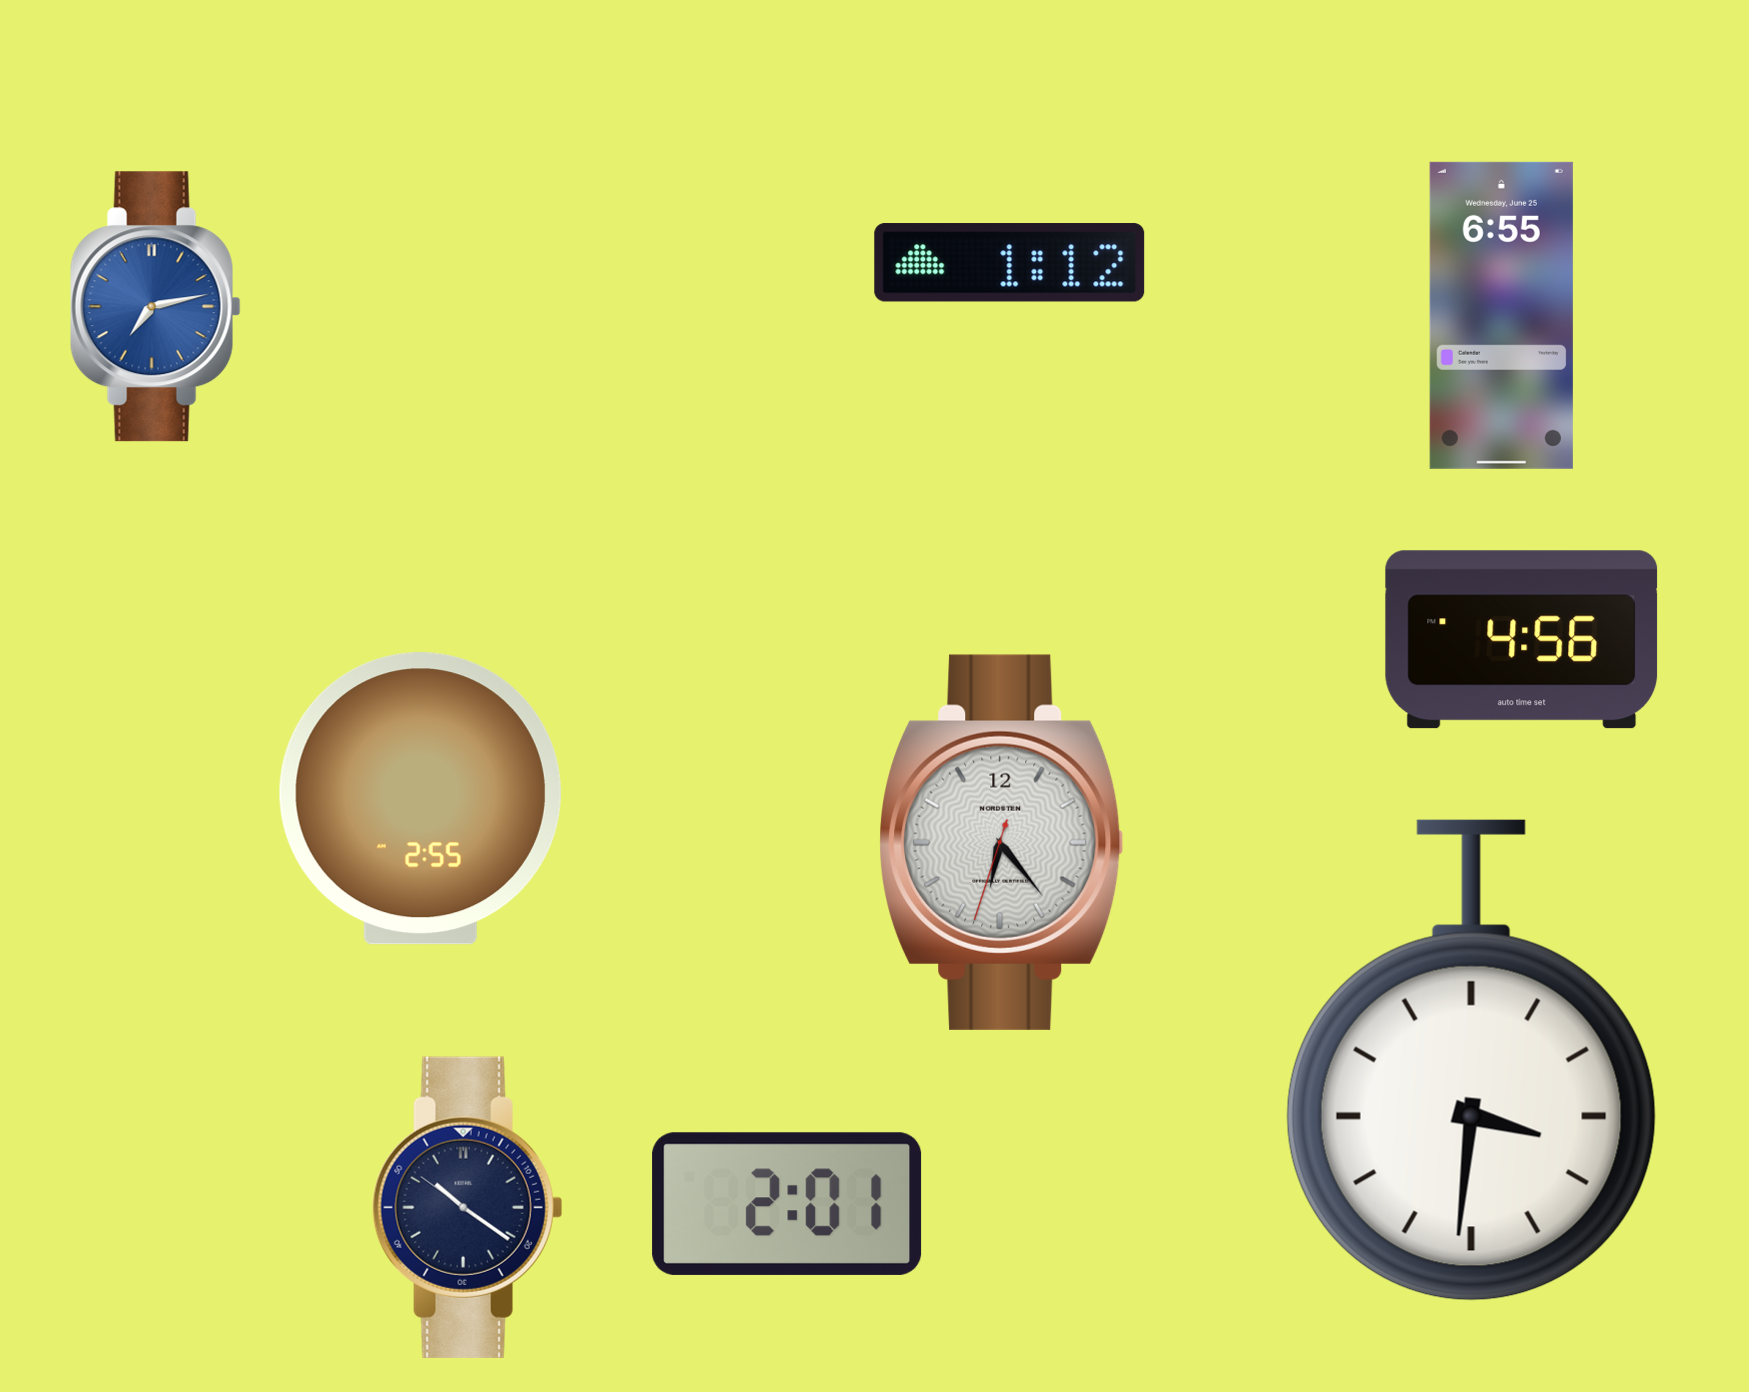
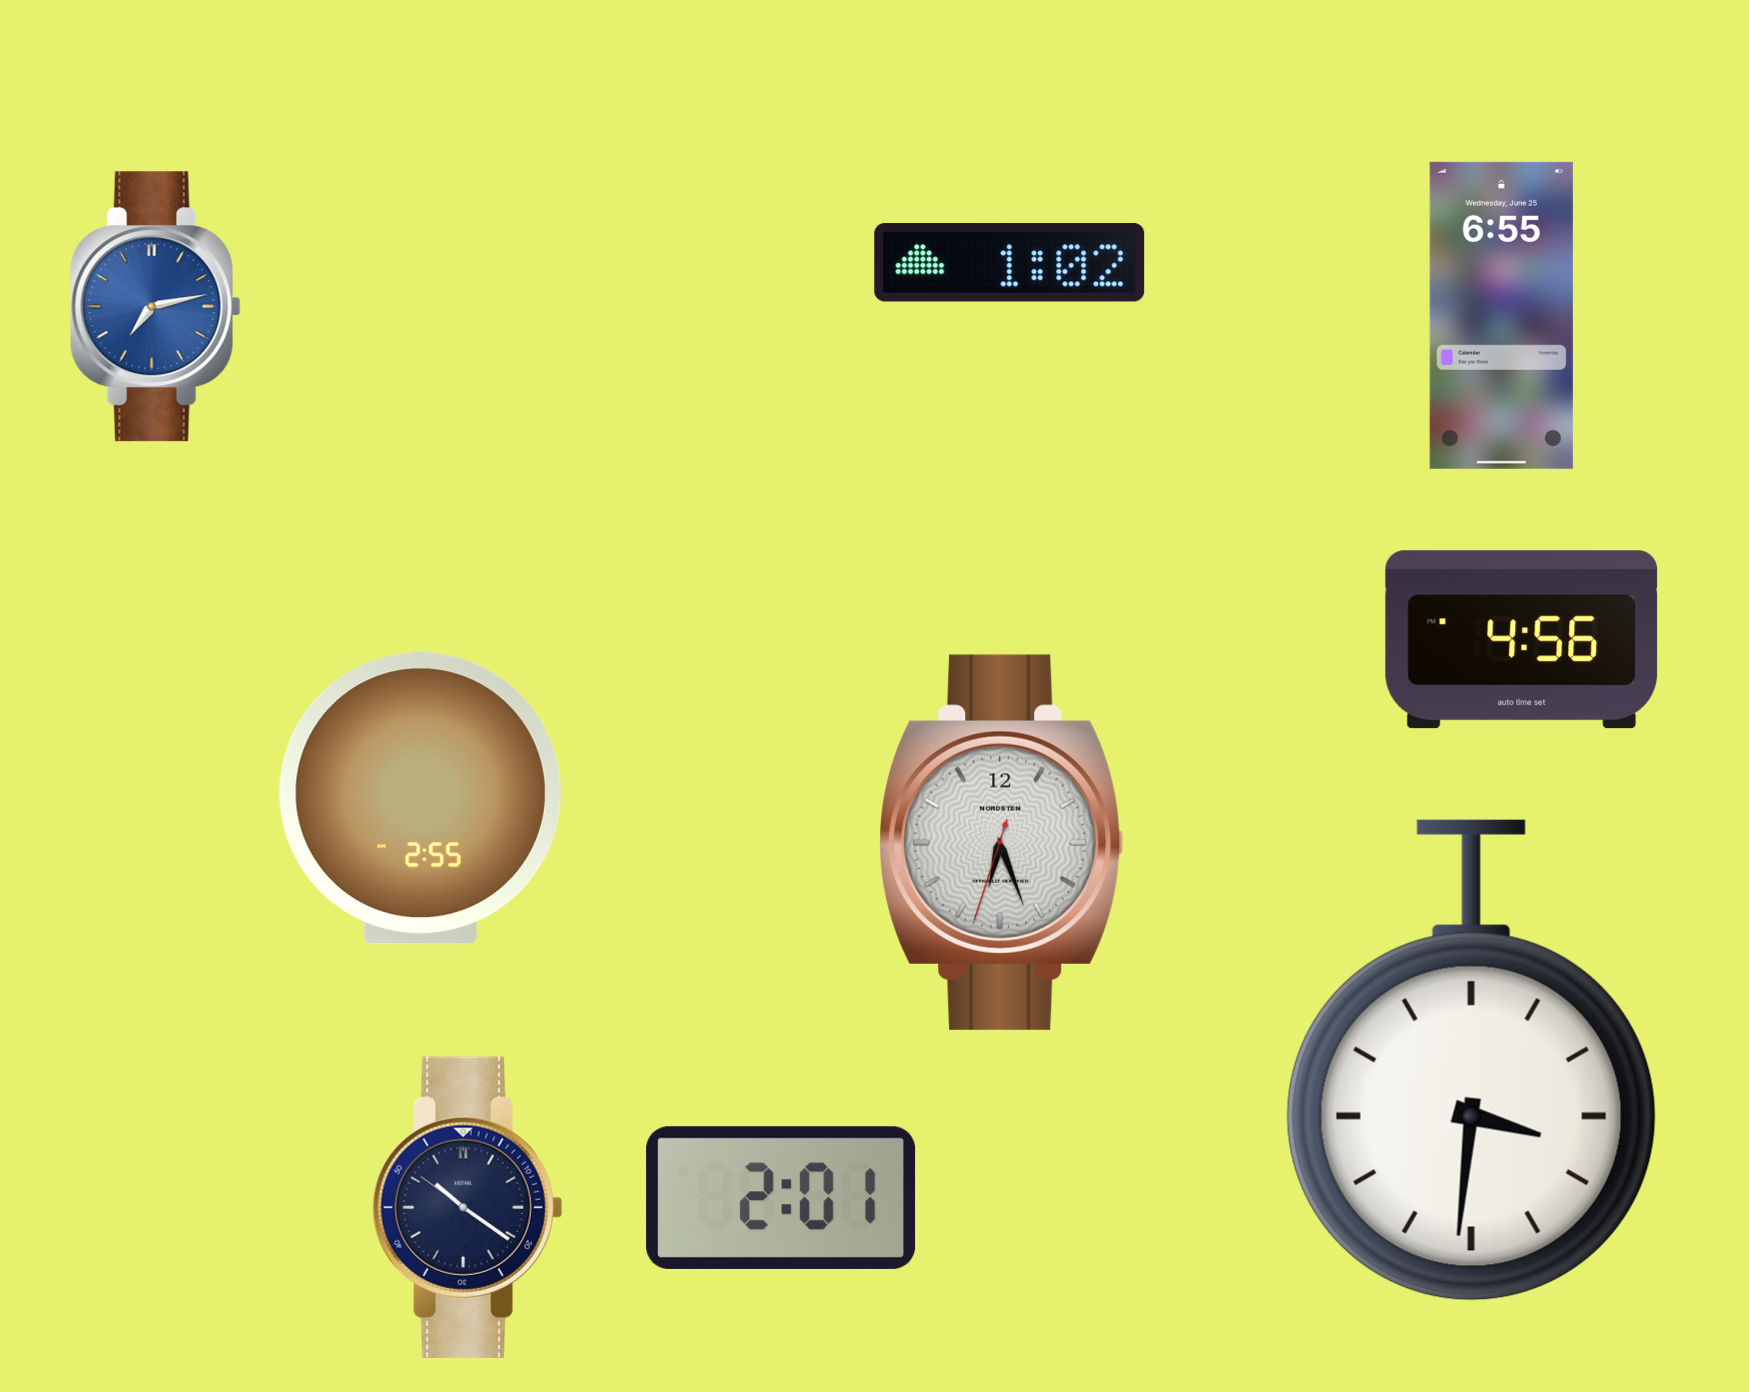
clock at (1010, 263): 1:12 -> 1:02
clock at (1002, 842): 6:23 -> 6:26
clock at (787, 1204) position: (787, 1204) -> (781, 1198)
